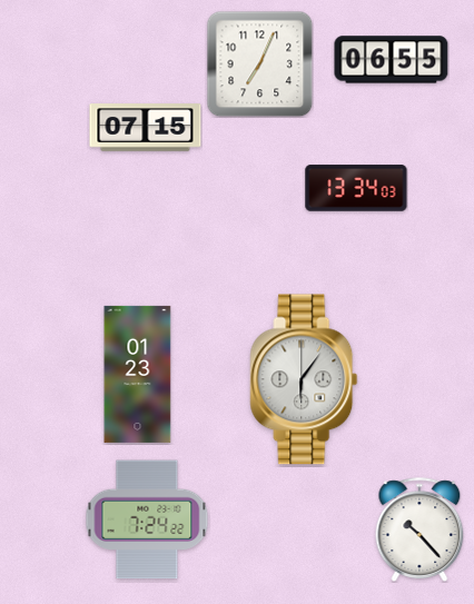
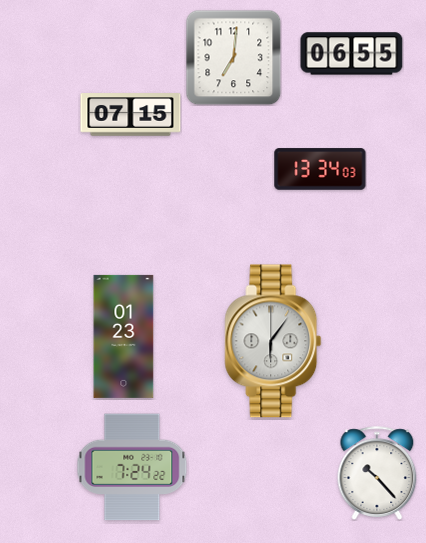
clock at (259, 63): 7:04 -> 7:01
clock at (419, 529) position: (419, 529) -> (377, 473)
